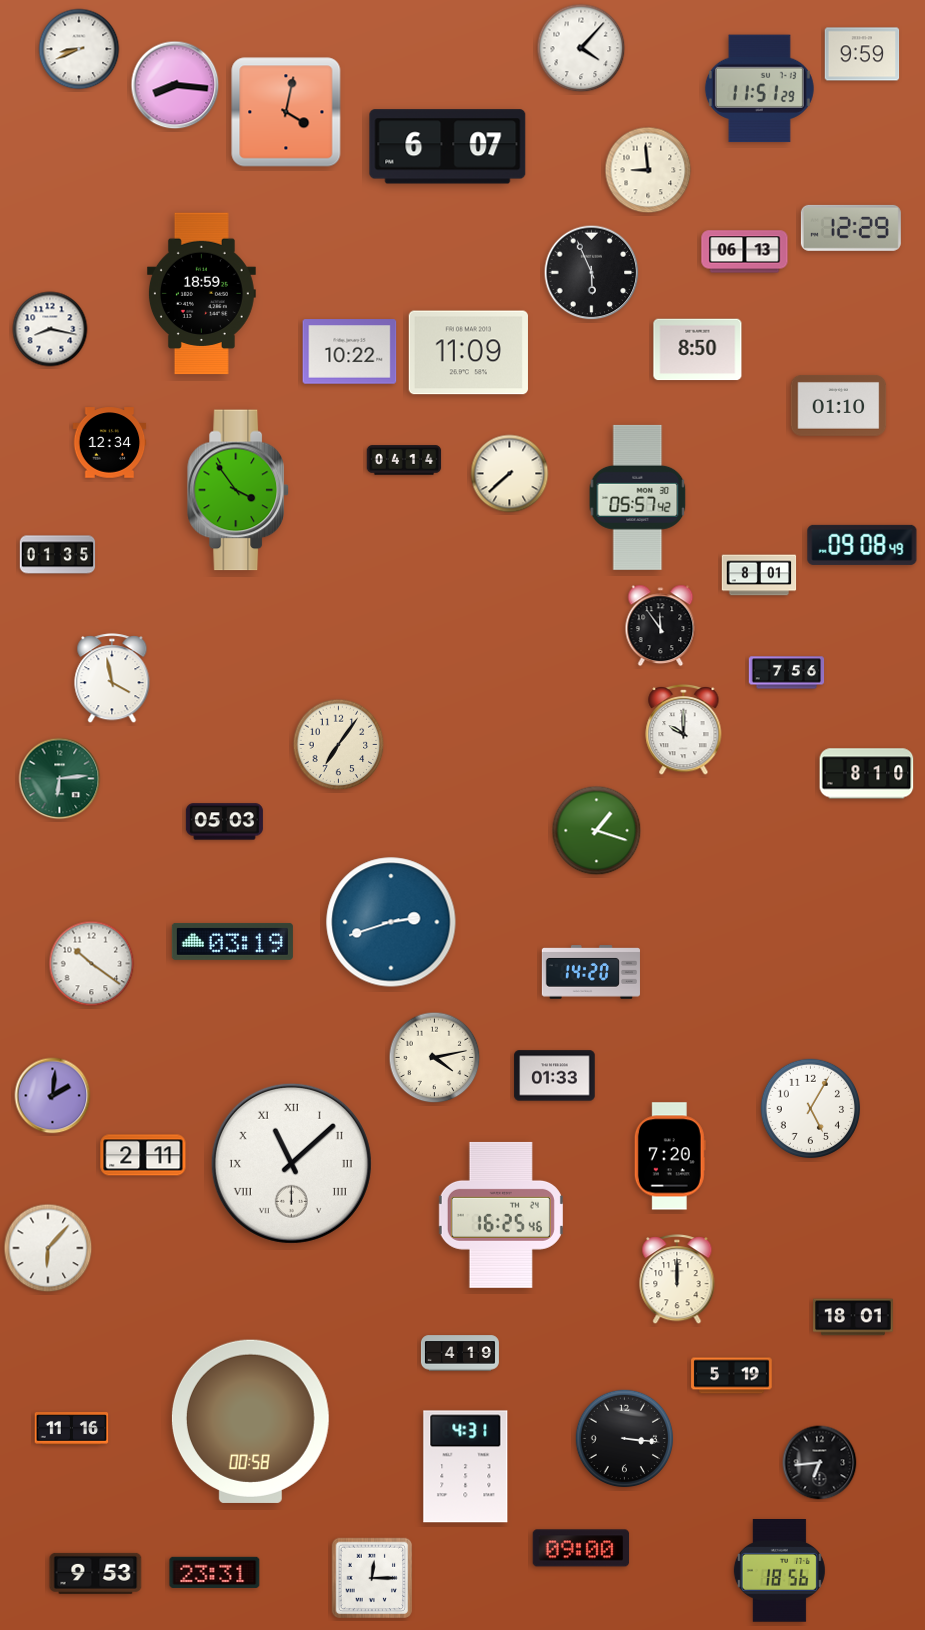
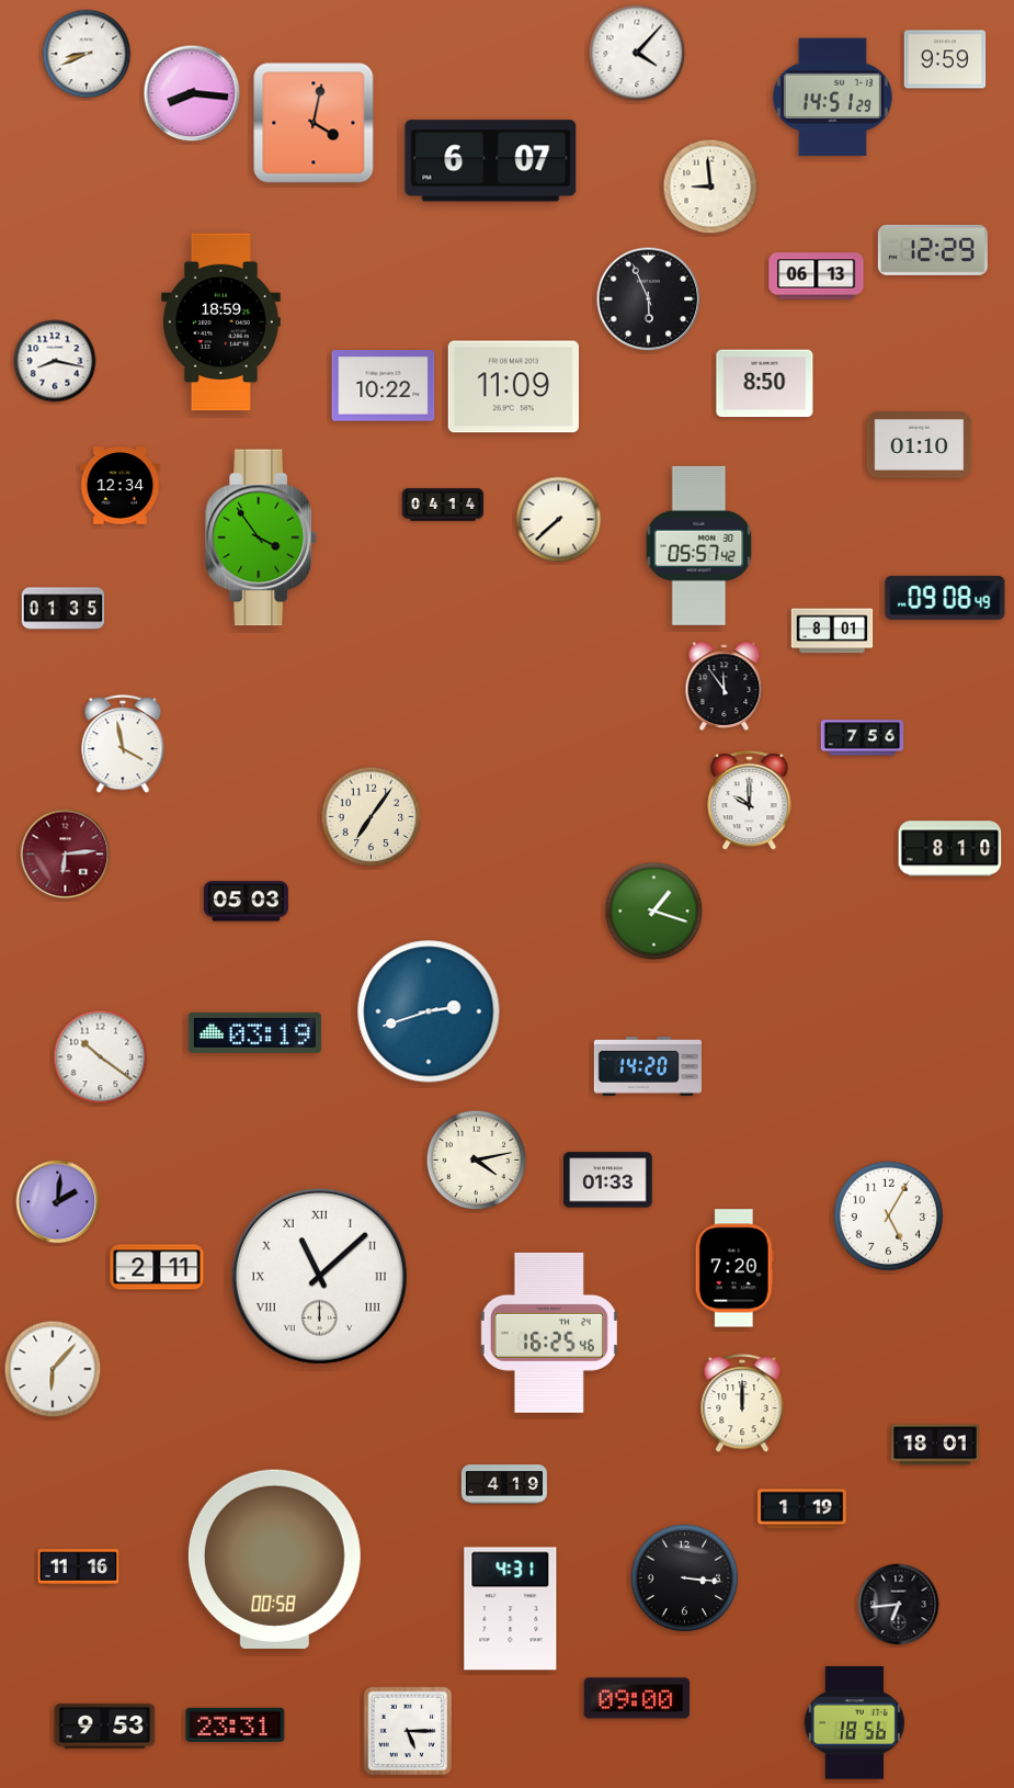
clock at (759, 89): 11:51 -> 14:51
clock at (60, 779) dial: green -> burgundy
clock at (732, 1376): 5:19 -> 1:19
clock at (372, 1578): 12:15 -> 5:15
